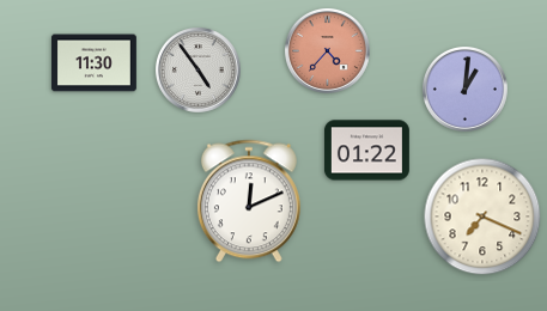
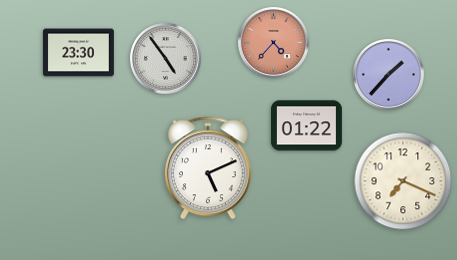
clock at (93, 63): 11:30 -> 23:30
clock at (464, 89): 1:01 -> 1:37
clock at (249, 201): 12:11 -> 5:11
